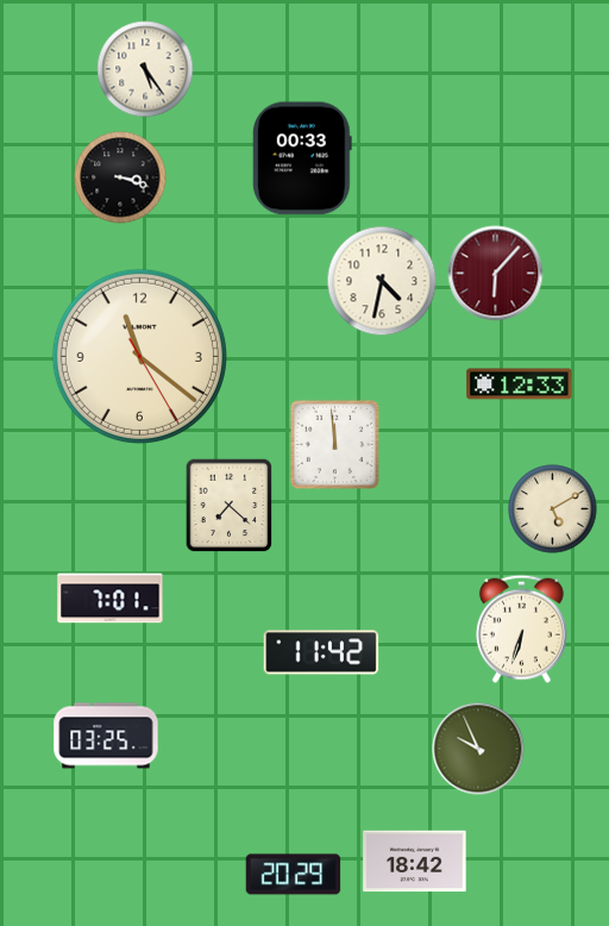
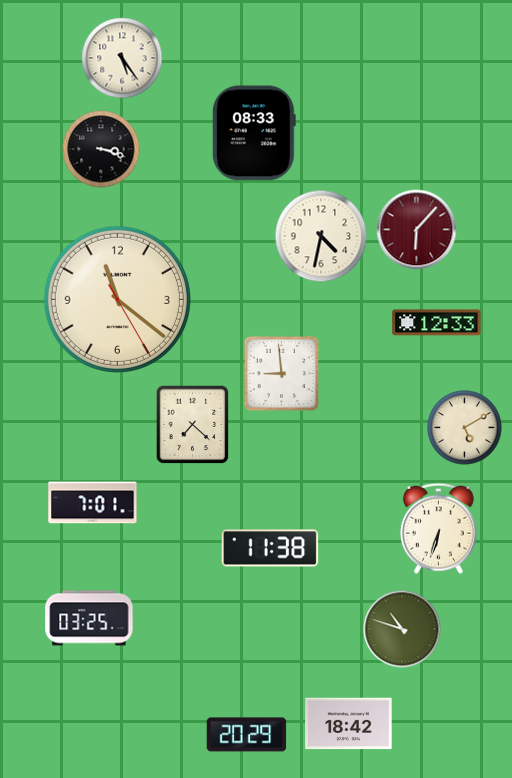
clock at (302, 158): 00:33 -> 08:33
clock at (334, 444): 11:59 -> 8:59
clock at (321, 652): 11:42 -> 11:38
clock at (478, 749): 9:56 -> 10:48
